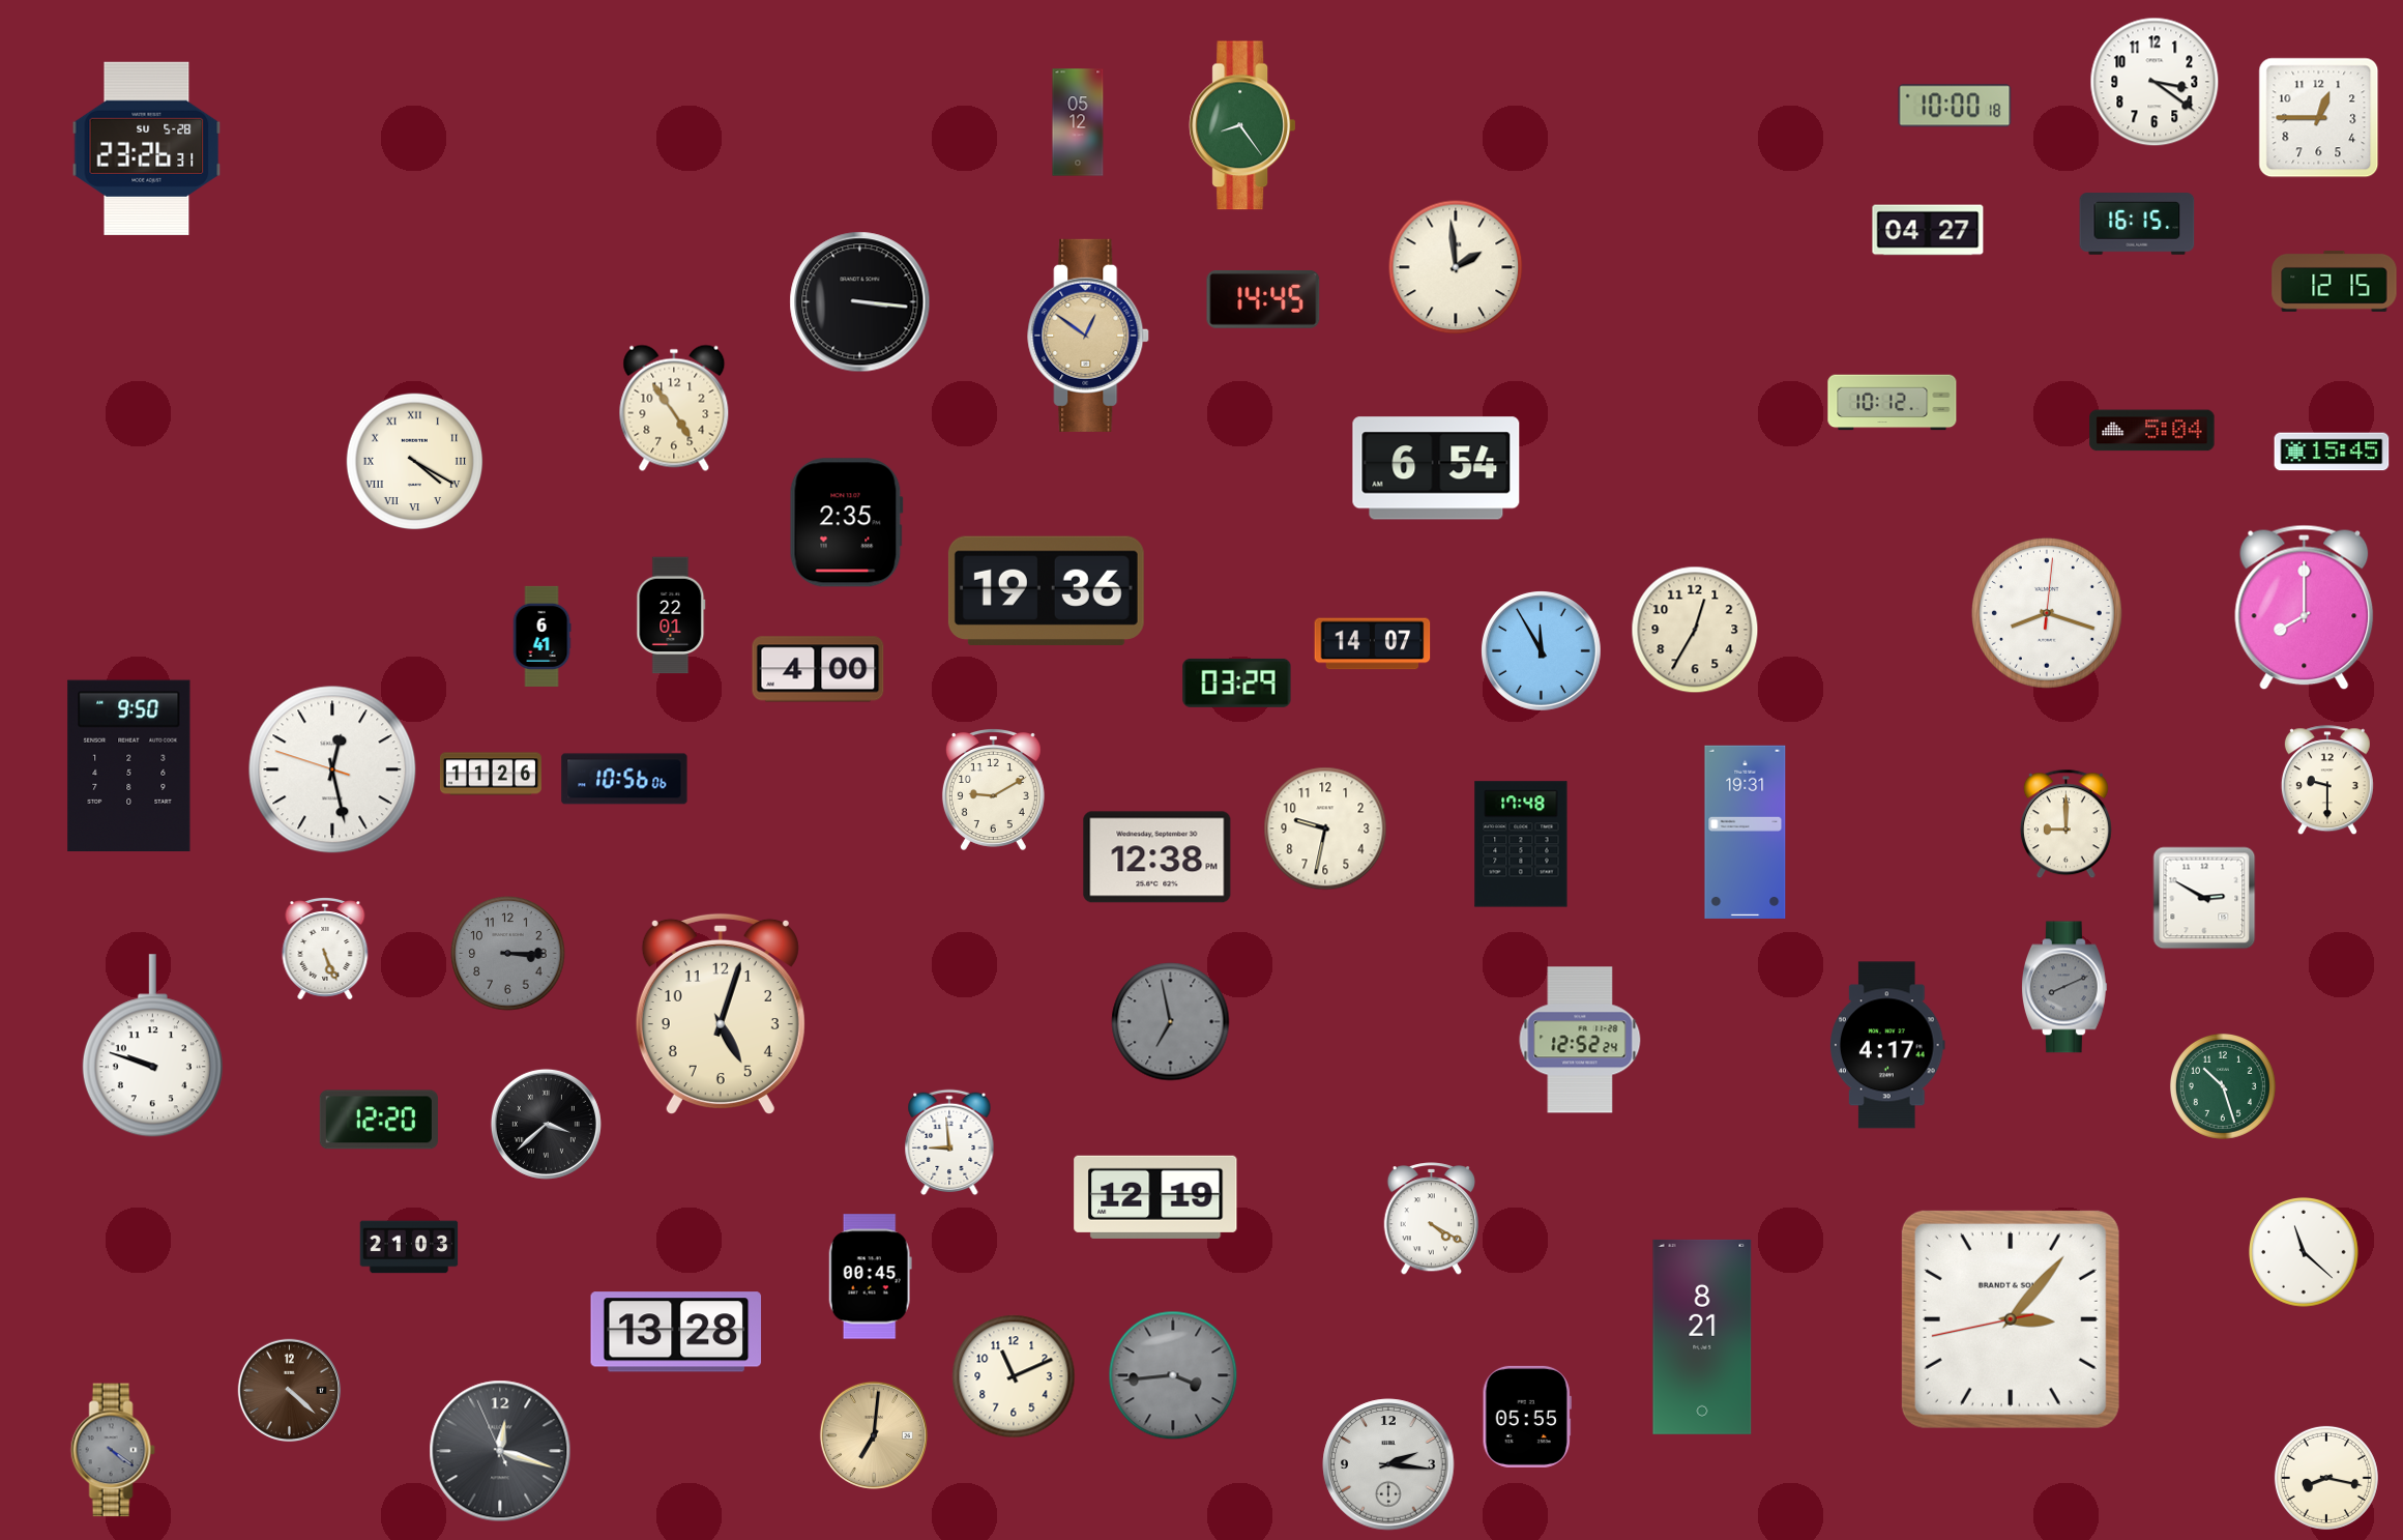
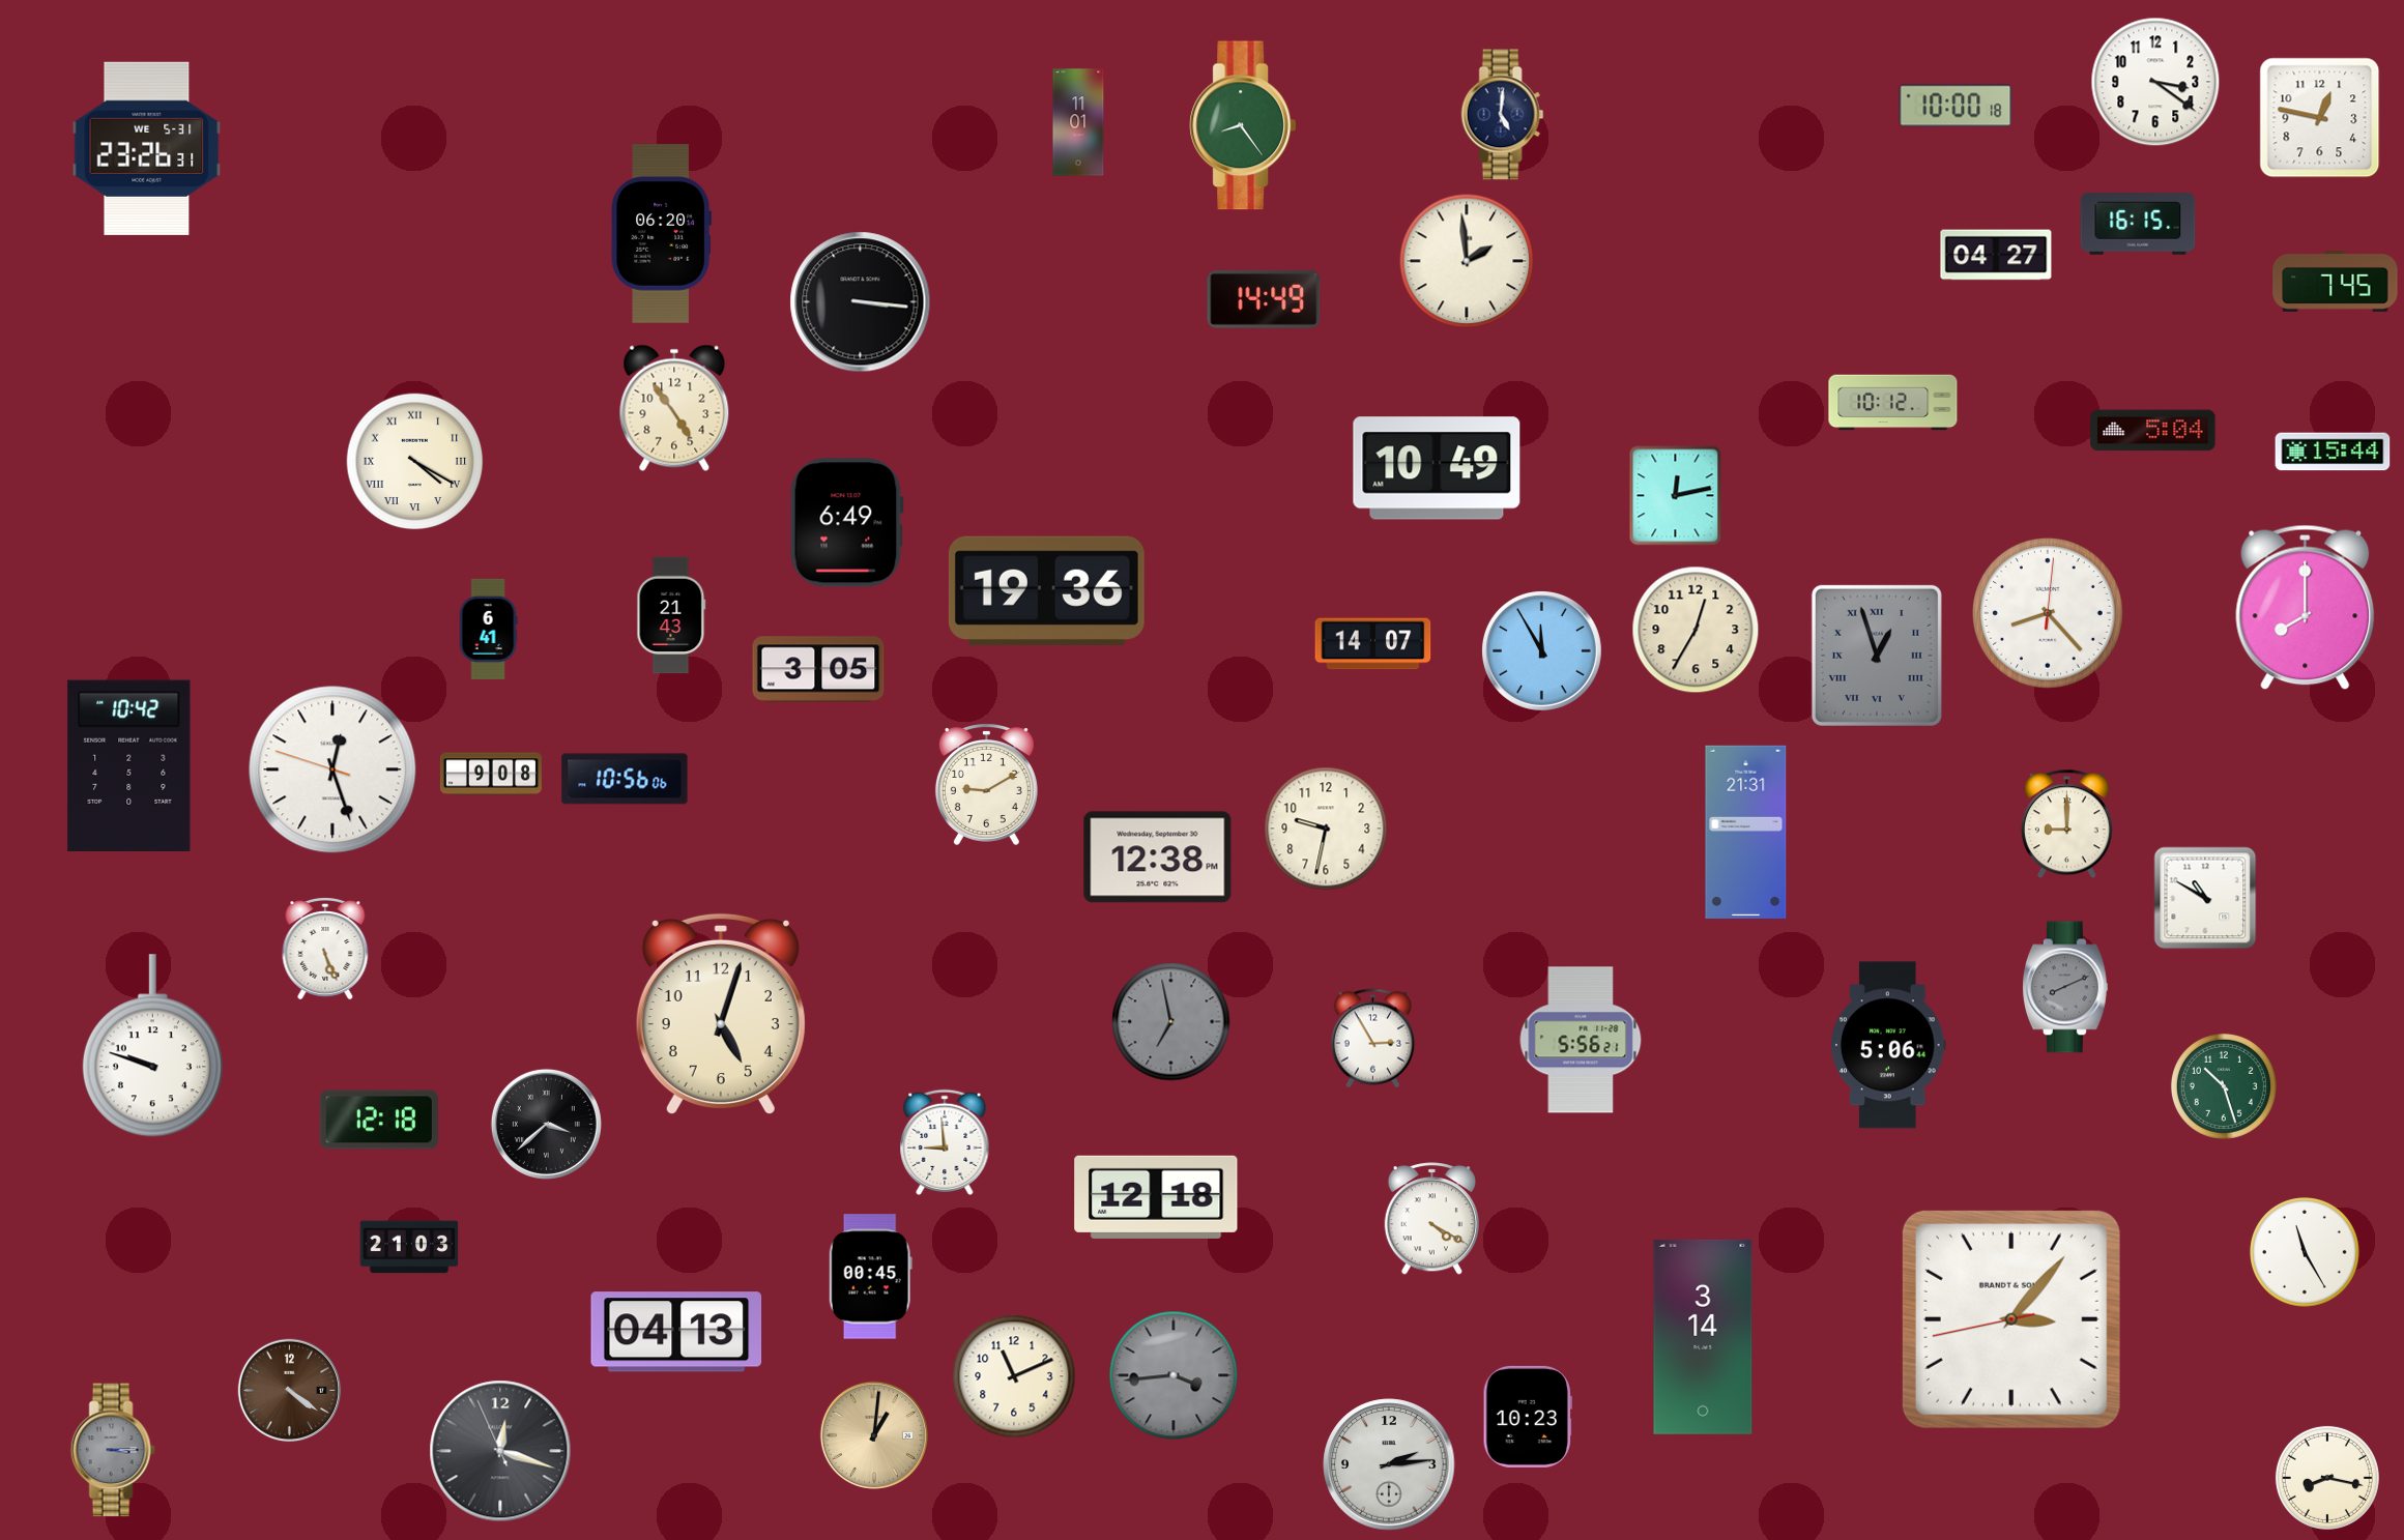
clock at (1503, 115): none -> 5:01
clock at (2319, 118): 12:45 -> 12:47
clock at (1078, 122): 05:12 -> 11:01
clock at (147, 148) date: SU 5-28 -> WE 5-31
clock at (1928, 230) position: (1928, 230) -> (1996, 255)
clock at (661, 234): none -> 06:20
clock at (1456, 267) position: (1456, 267) -> (1467, 261)
clock at (2335, 281): 12:15 -> 7:45
clock at (1263, 300): 14:45 -> 14:49
clock at (1089, 336): 12:51 -> none
clock at (2332, 452): 15:45 -> 15:44
clock at (1436, 468): 6:54 -> 10:49
clock at (1676, 496): none -> 12:13
clock at (846, 523): 2:35 -> 6:49
clock at (2047, 613): 8:18 -> 8:23
clock at (671, 615): 22:01 -> 21:43
clock at (541, 636) position: (541, 636) -> (488, 629)
clock at (1877, 656): none -> 12:57
clock at (818, 669): 4:00 -> 3:05
clock at (1237, 682): 03:29 -> none
clock at (129, 765): 9:50 -> 10:42
clock at (332, 769): 12:27 -> 12:26
clock at (491, 774): 11:26 -> 9:08
clock at (2327, 781): 9:30 -> none
clock at (993, 790) position: (993, 790) -> (986, 785)
clock at (1746, 832): 19:31 -> 21:31
clock at (1521, 844): 17:48 -> none
clock at (2204, 898): 2:50 -> 10:50
clock at (508, 954): 3:15 -> none
clock at (1372, 1039): none -> 2:55
clock at (1580, 1040): 12:52 -> 5:56
clock at (1888, 1045): 4:17 -> 5:06
clock at (379, 1120): 12:20 -> 12:18
clock at (949, 1141) position: (949, 1141) -> (945, 1141)
clock at (1155, 1197): 12:19 -> 12:18
clock at (2304, 1252): 11:22 -> 11:25
clock at (676, 1332): 13:28 -> 04:13
clock at (1702, 1337): 8:21 -> 3:14
clock at (290, 1391): 4:22 -> 4:21
clock at (1527, 1417): 05:55 -> 10:23
clock at (874, 1435): 7:01 -> 1:01
clock at (113, 1450): 4:21 -> 3:15
clock at (1388, 1464): 2:16 -> 2:14
